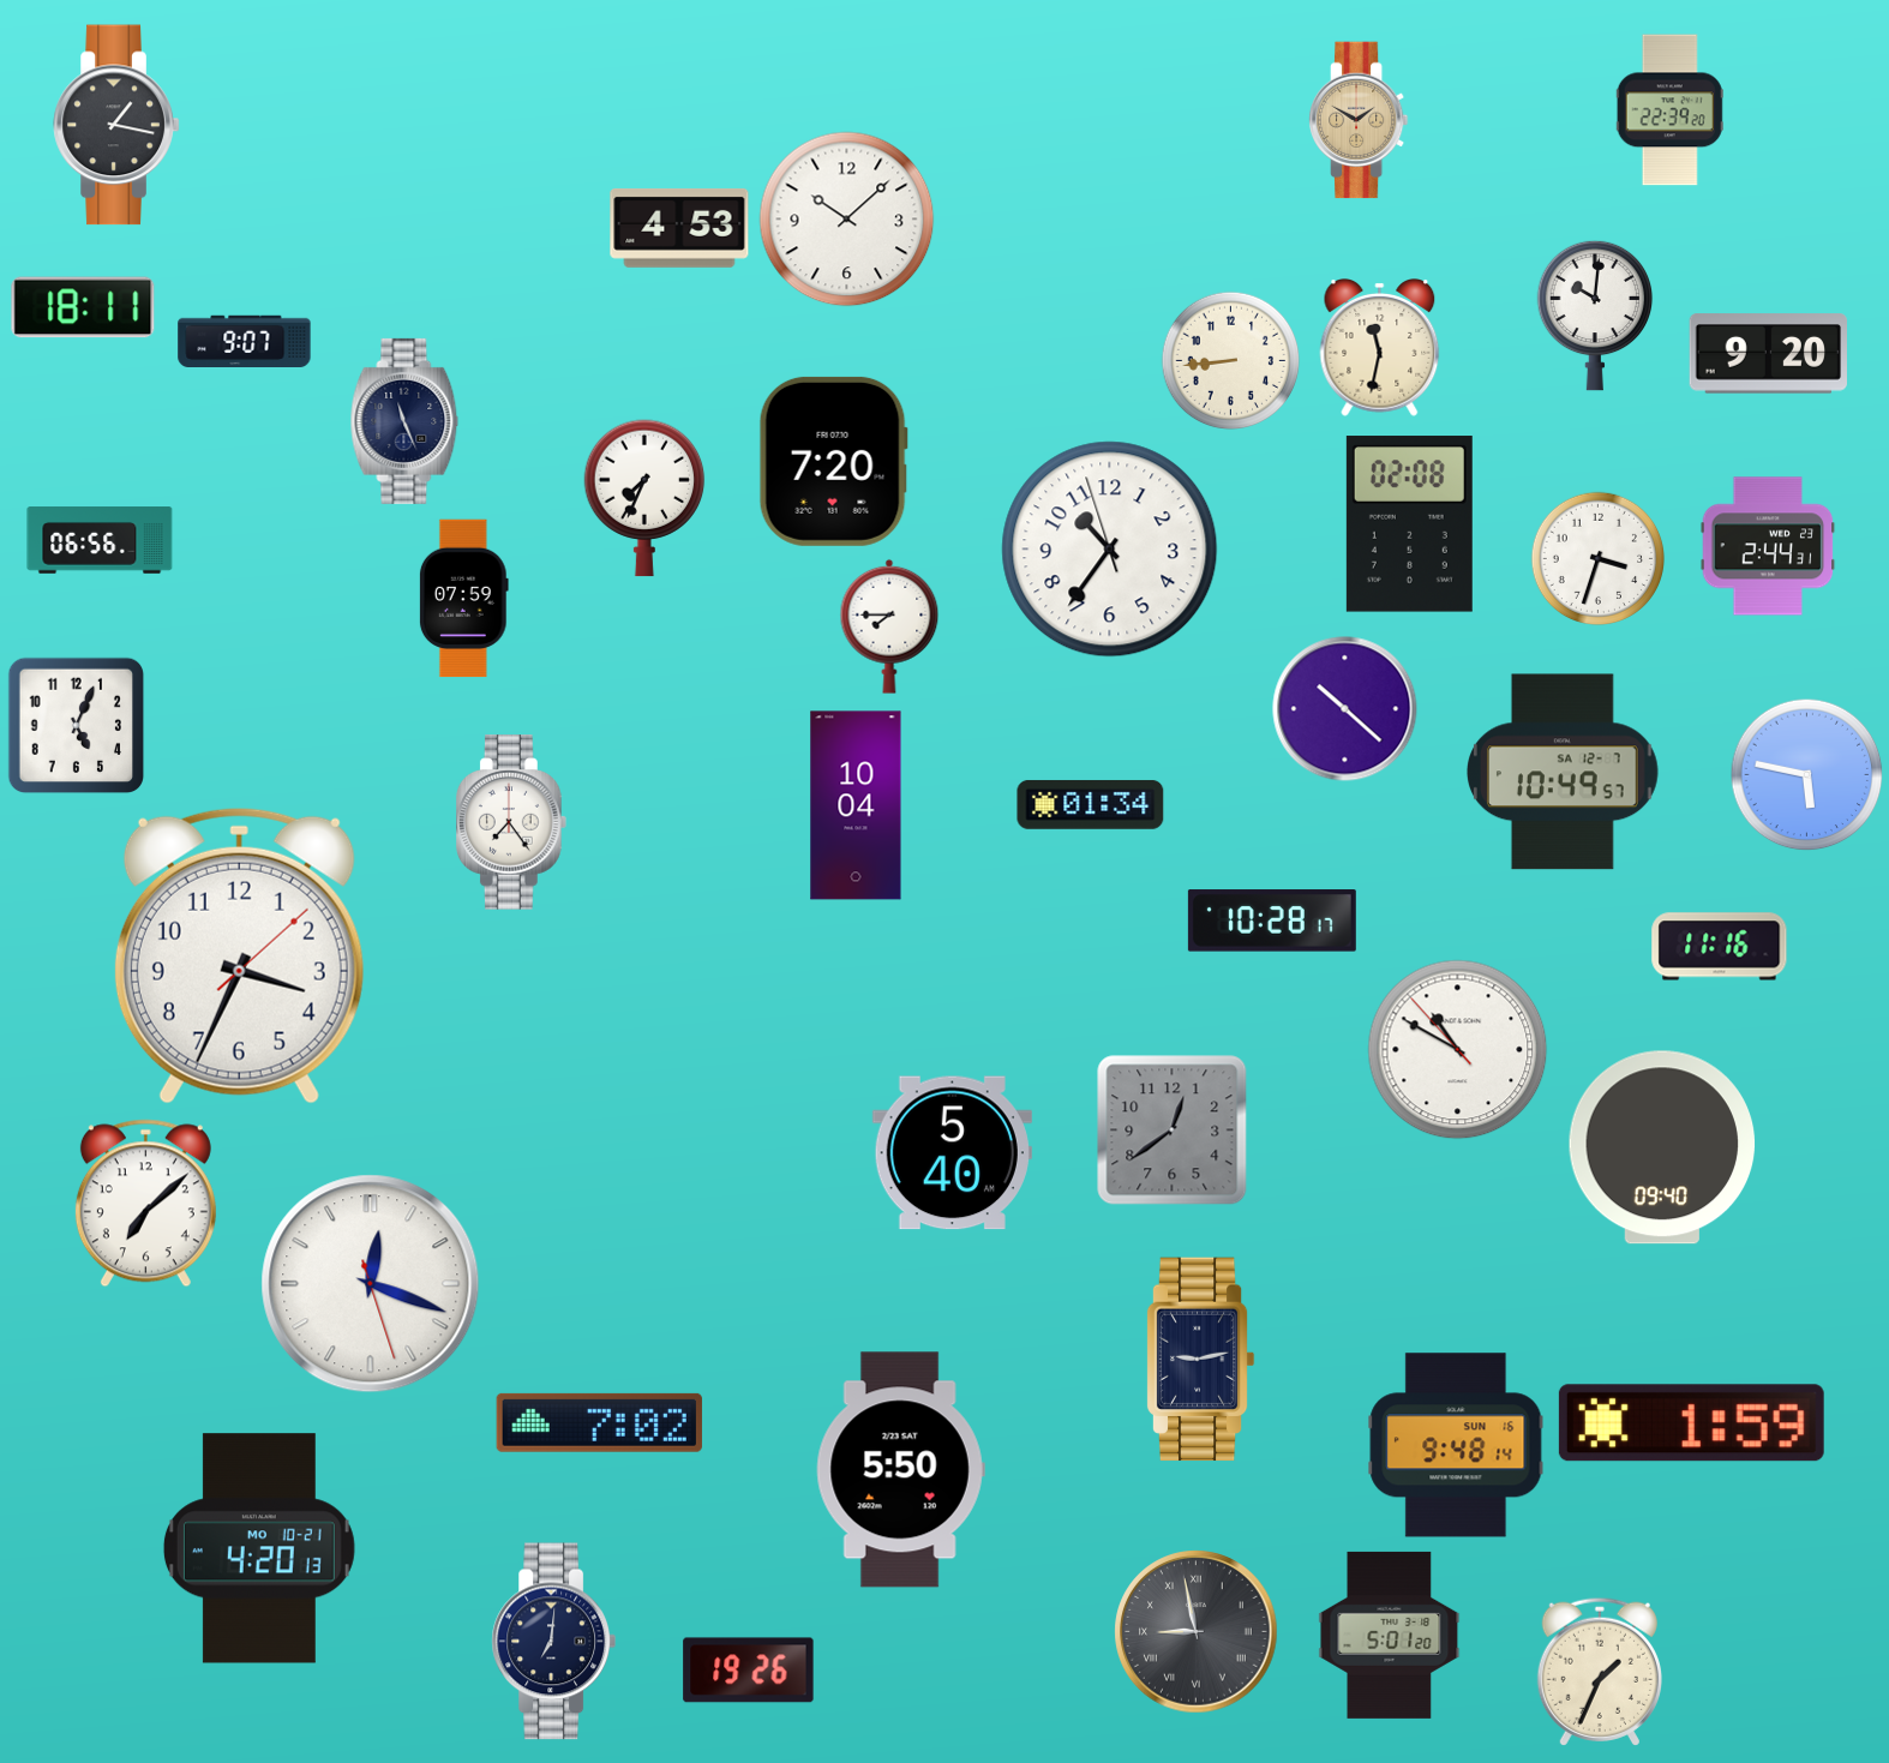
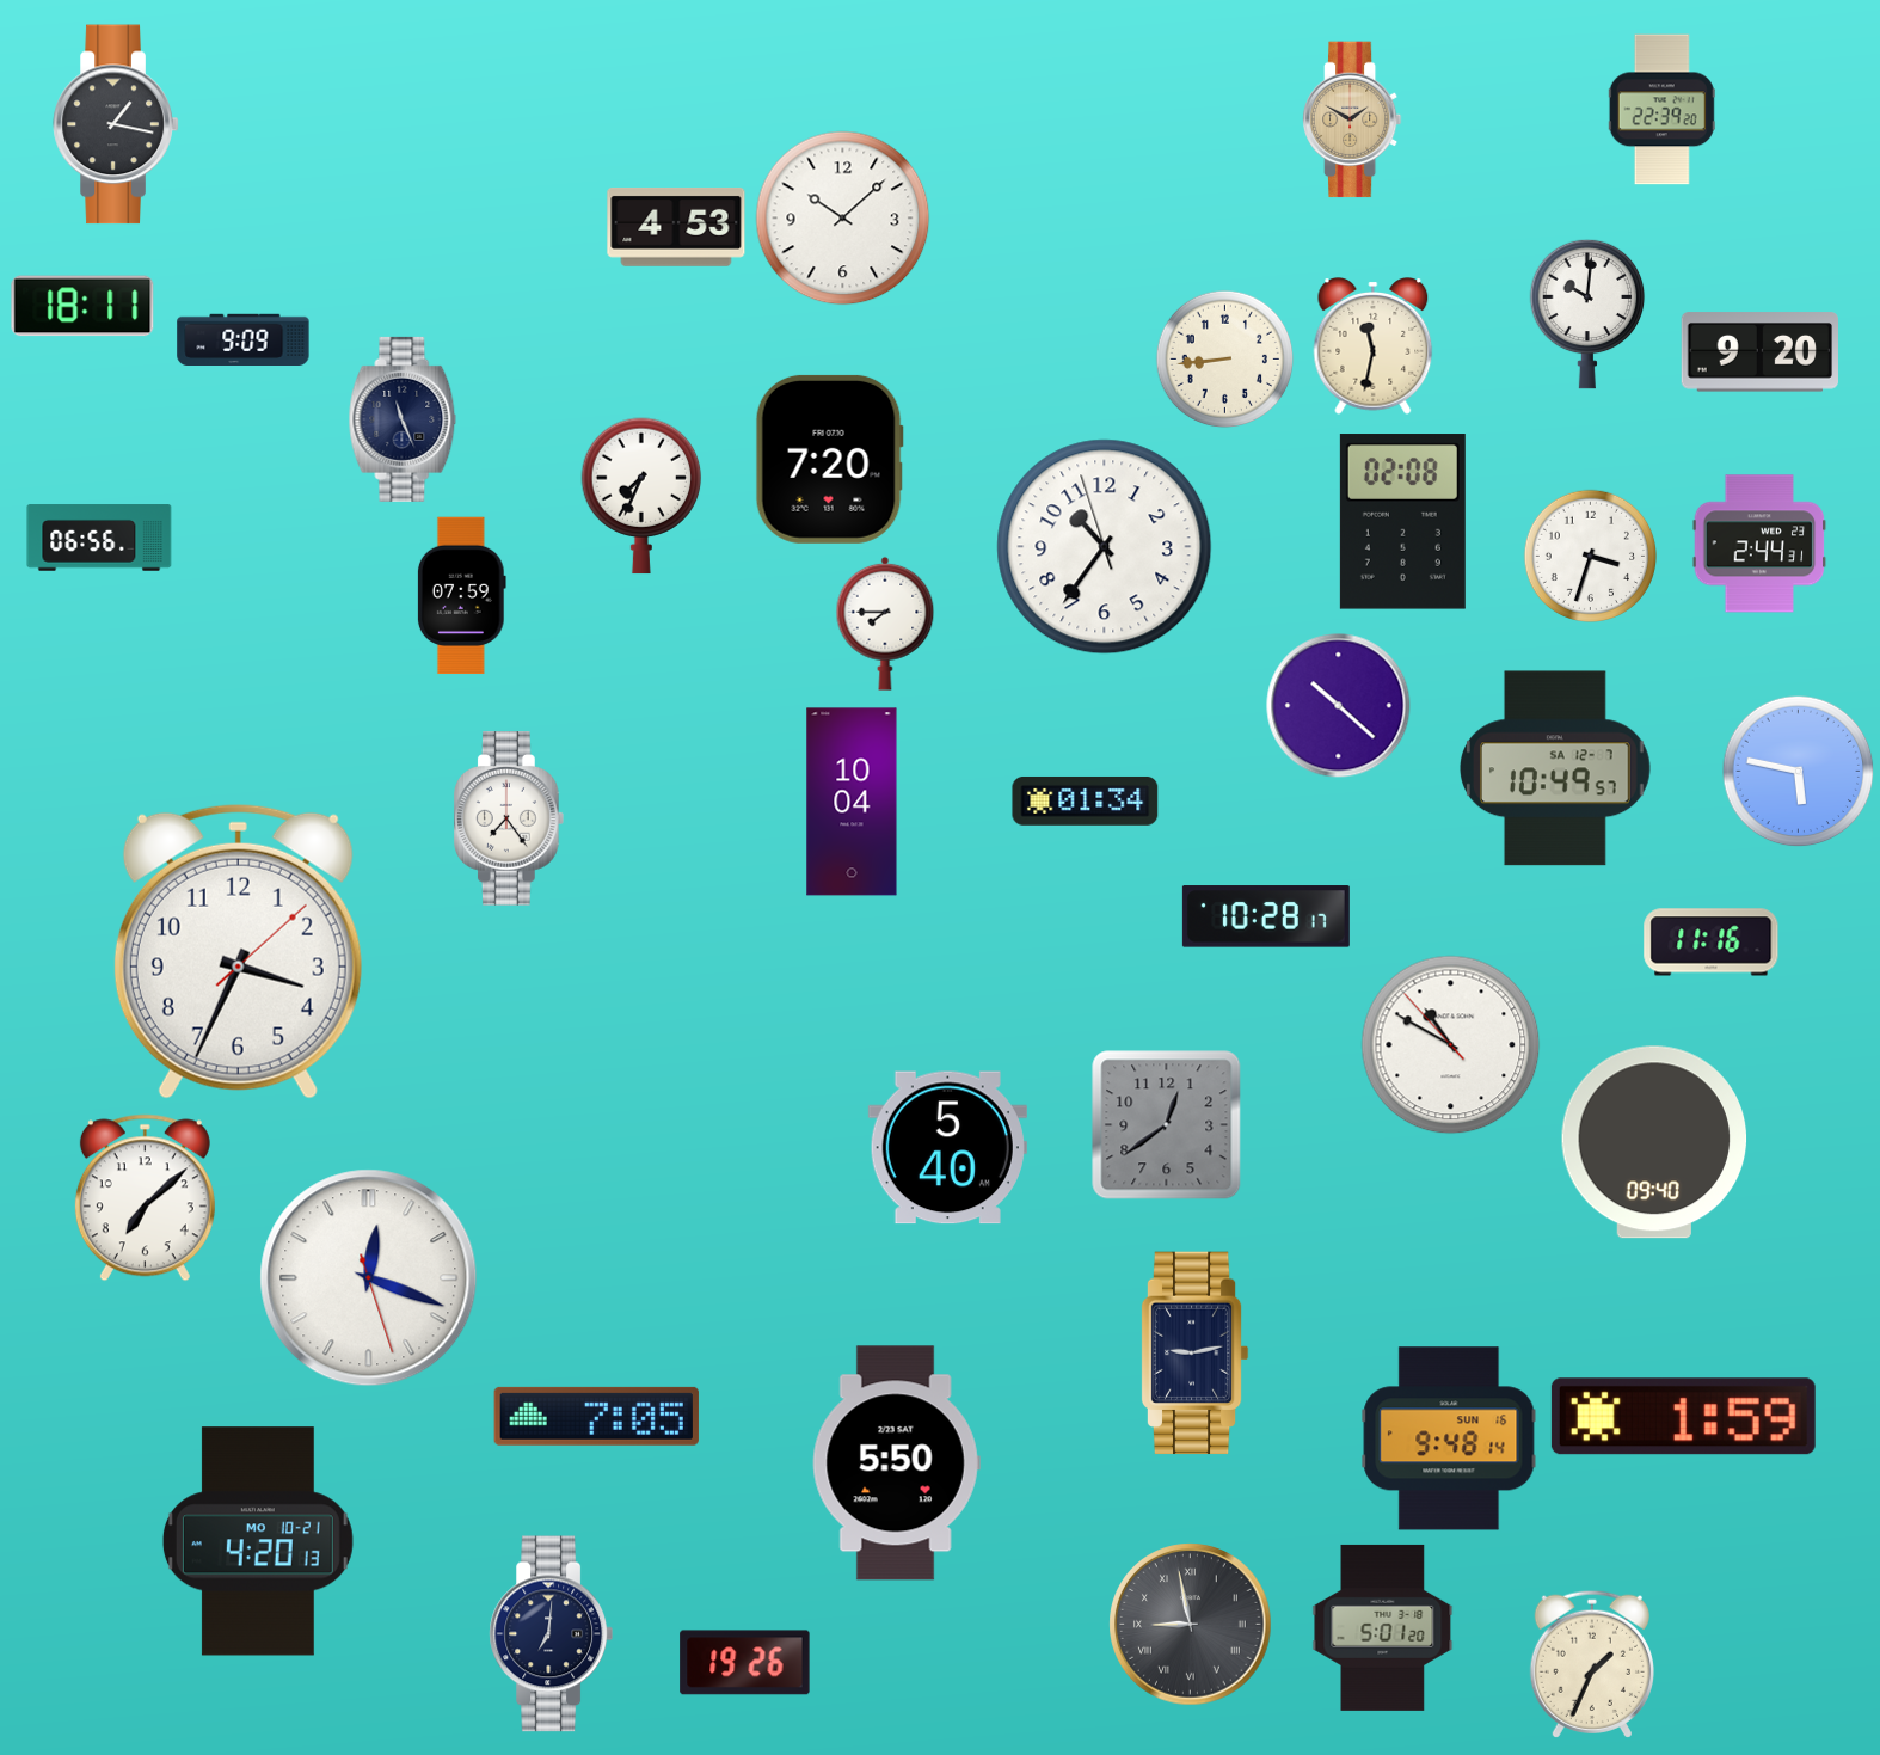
clock at (245, 341): 9:07 -> 9:09
clock at (77, 726): 5:04 -> none
clock at (599, 1422): 7:02 -> 7:05
